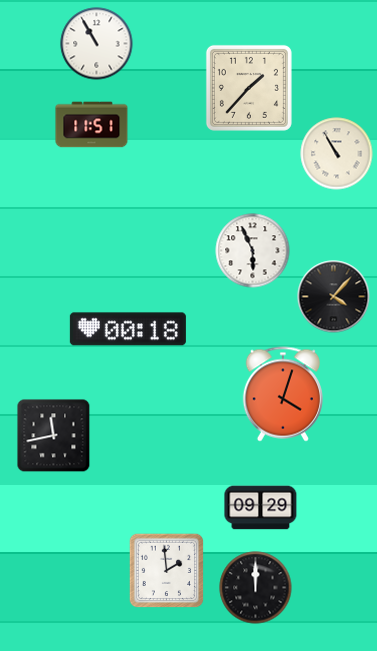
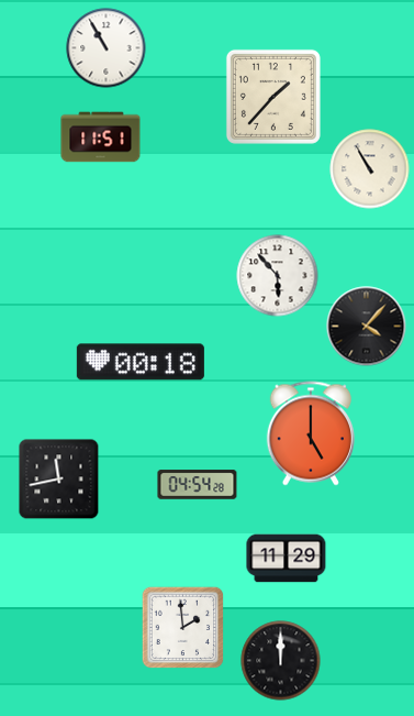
clock at (253, 251): 5:56 -> 5:53
clock at (283, 394): 4:03 -> 5:00
clock at (198, 485): none -> 04:54
clock at (261, 508): 09:29 -> 11:29
clock at (256, 588) position: (256, 588) -> (281, 661)
